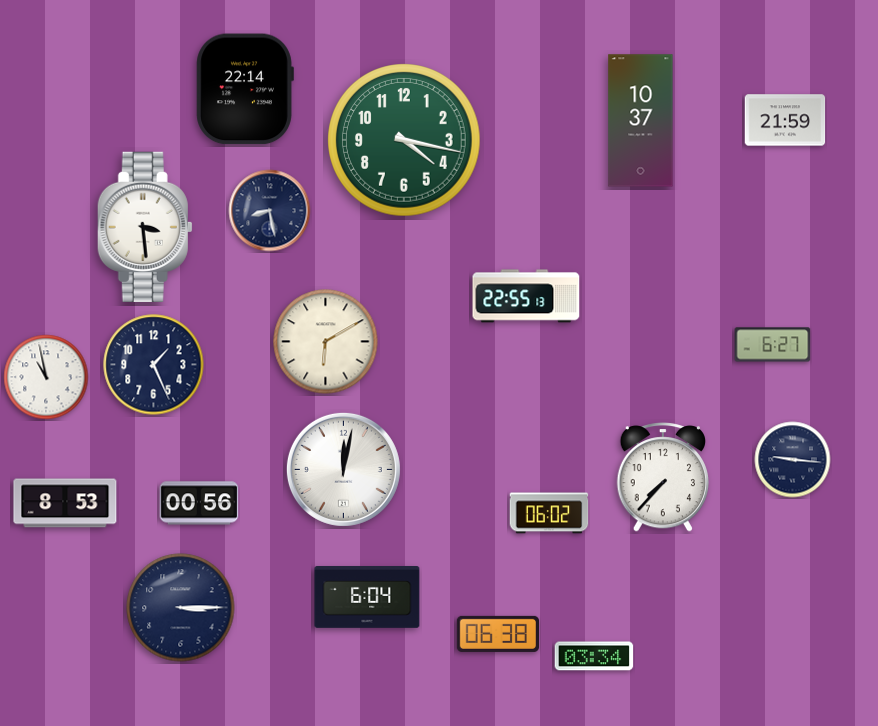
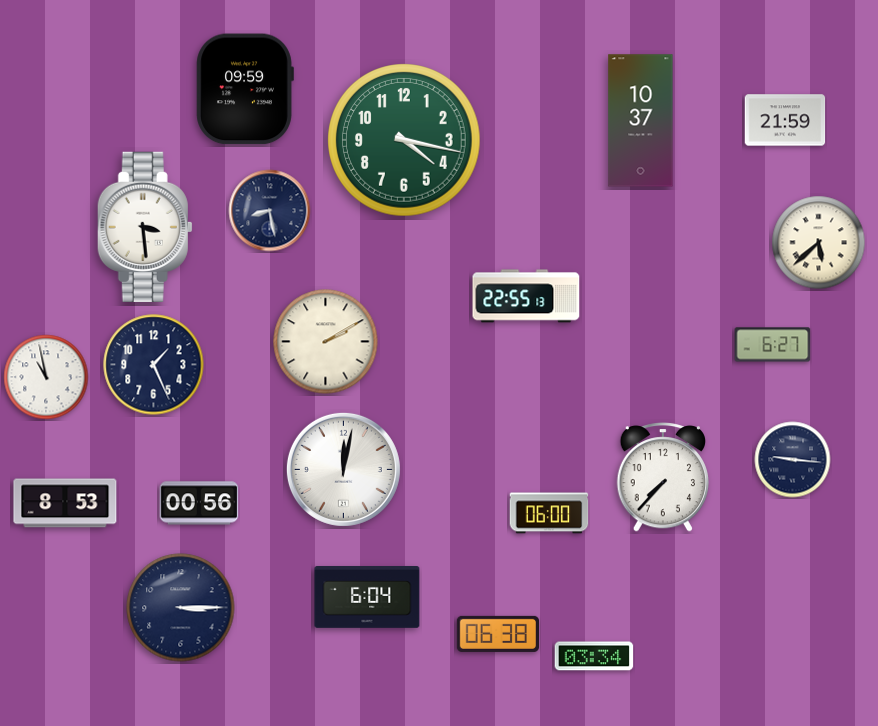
clock at (245, 89): 22:14 -> 09:59
clock at (819, 243): none -> 5:38
clock at (326, 342): 6:10 -> 2:10
clock at (549, 513): 06:02 -> 06:00
